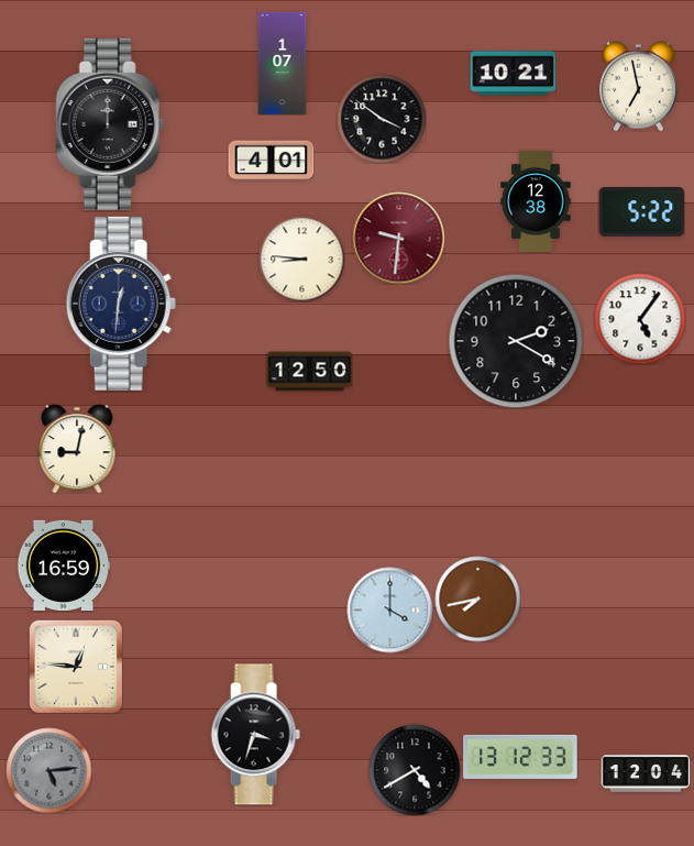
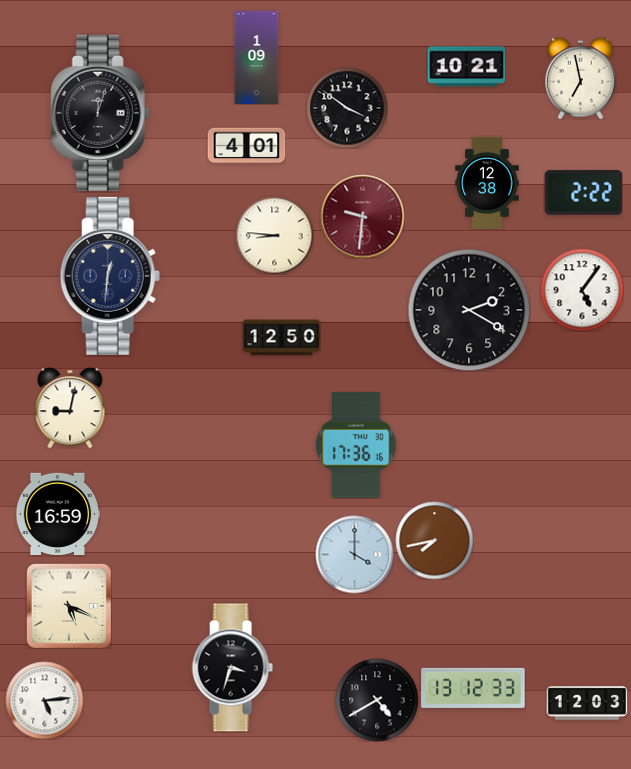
clock at (283, 63): 1:07 -> 1:09
clock at (110, 124): 12:00 -> 12:03
clock at (641, 212): 5:22 -> 2:22
clock at (356, 445): none -> 17:36
clock at (477, 598) position: (477, 598) -> (434, 540)
clock at (76, 667): 12:46 -> 5:19
clock at (48, 770) dial: grey -> white
clock at (646, 773): 12:04 -> 12:03
